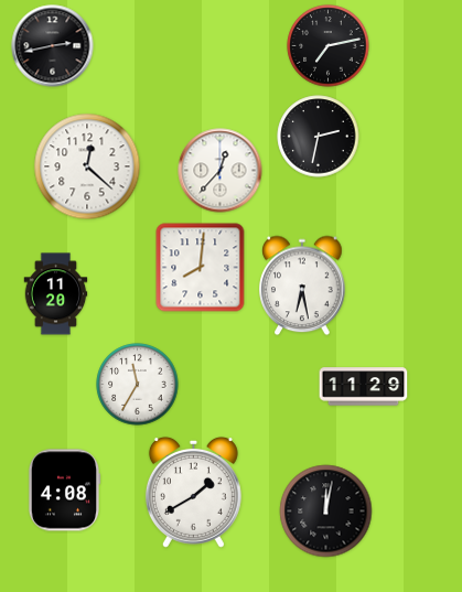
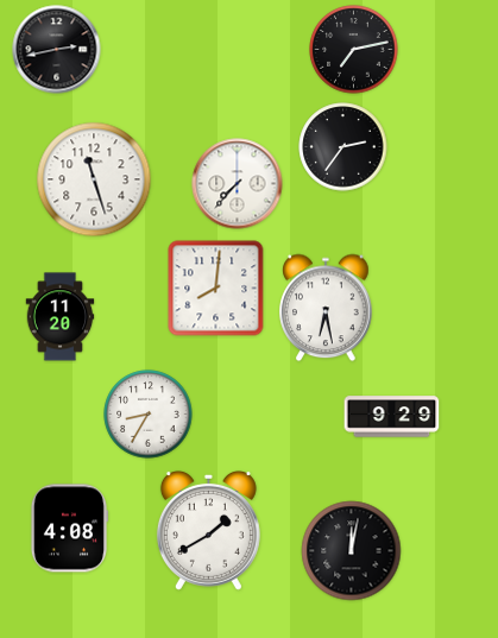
clock at (319, 137): 2:32 -> 2:36
clock at (87, 166): 12:22 -> 11:27
clock at (221, 171): 12:37 -> 7:37
clock at (138, 385): 11:35 -> 8:35
clock at (364, 387): 11:29 -> 9:29
